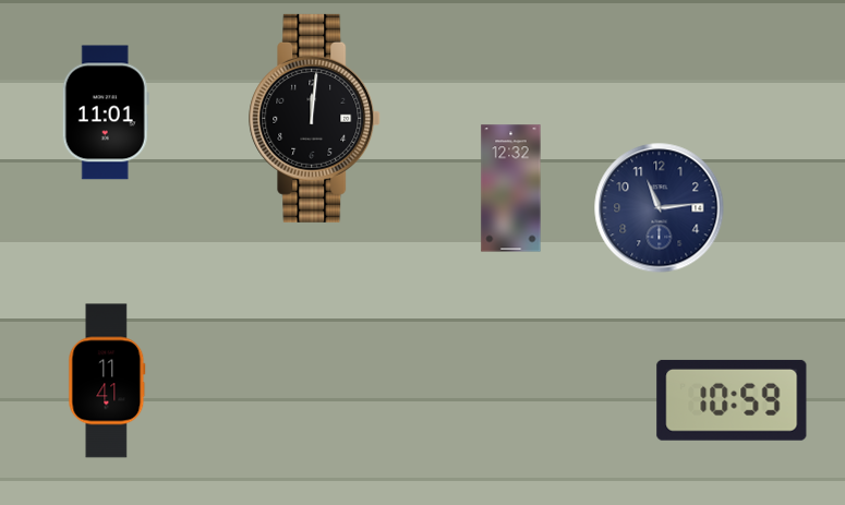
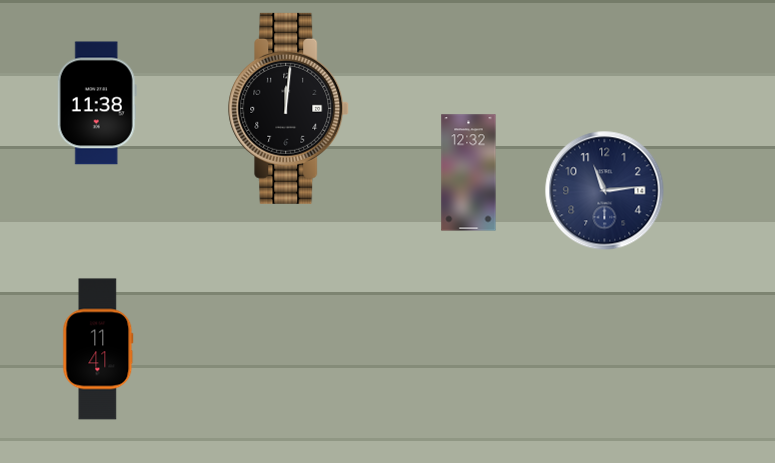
clock at (106, 112): 11:01 -> 11:38
clock at (732, 400): 10:59 -> none
